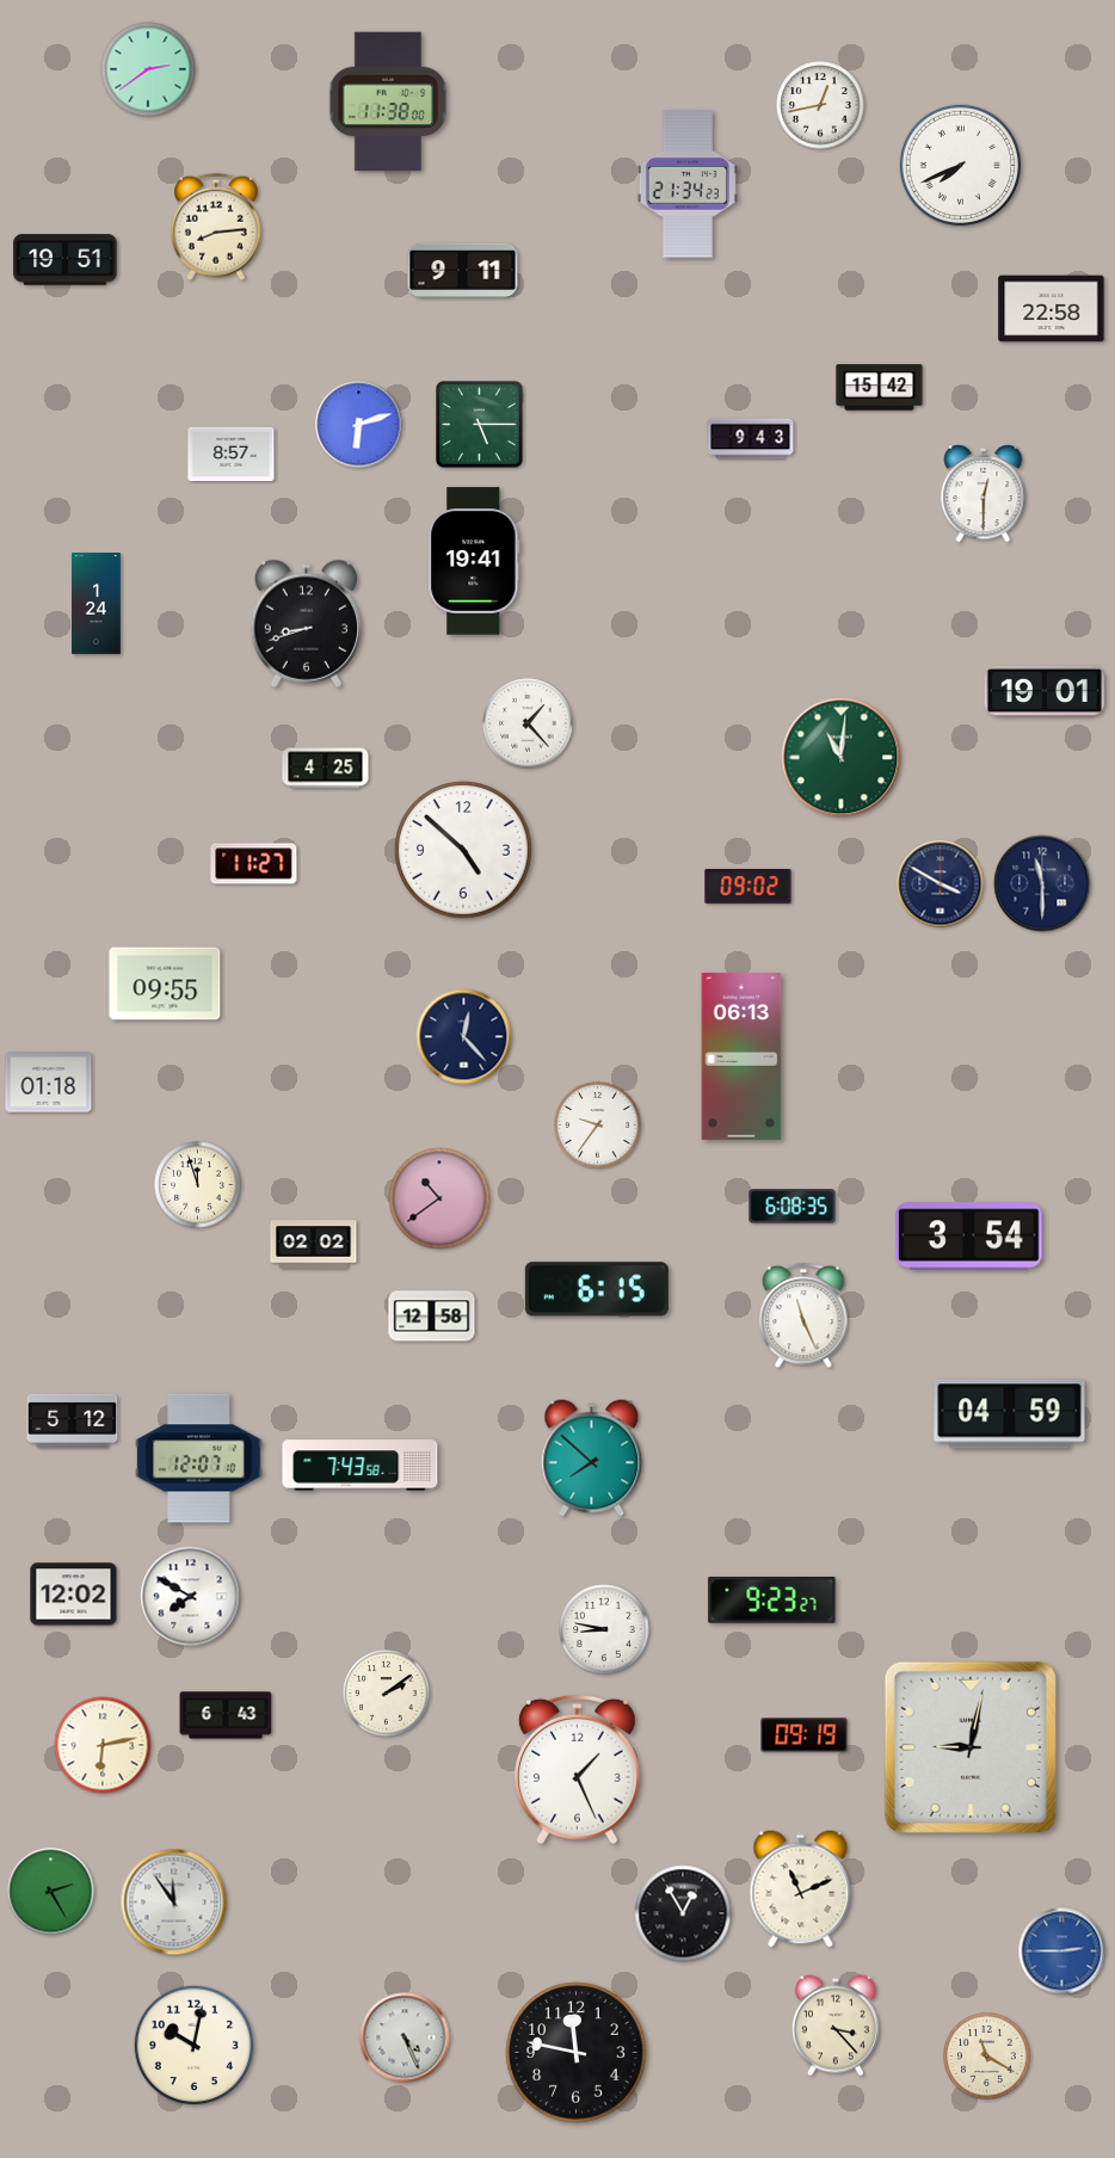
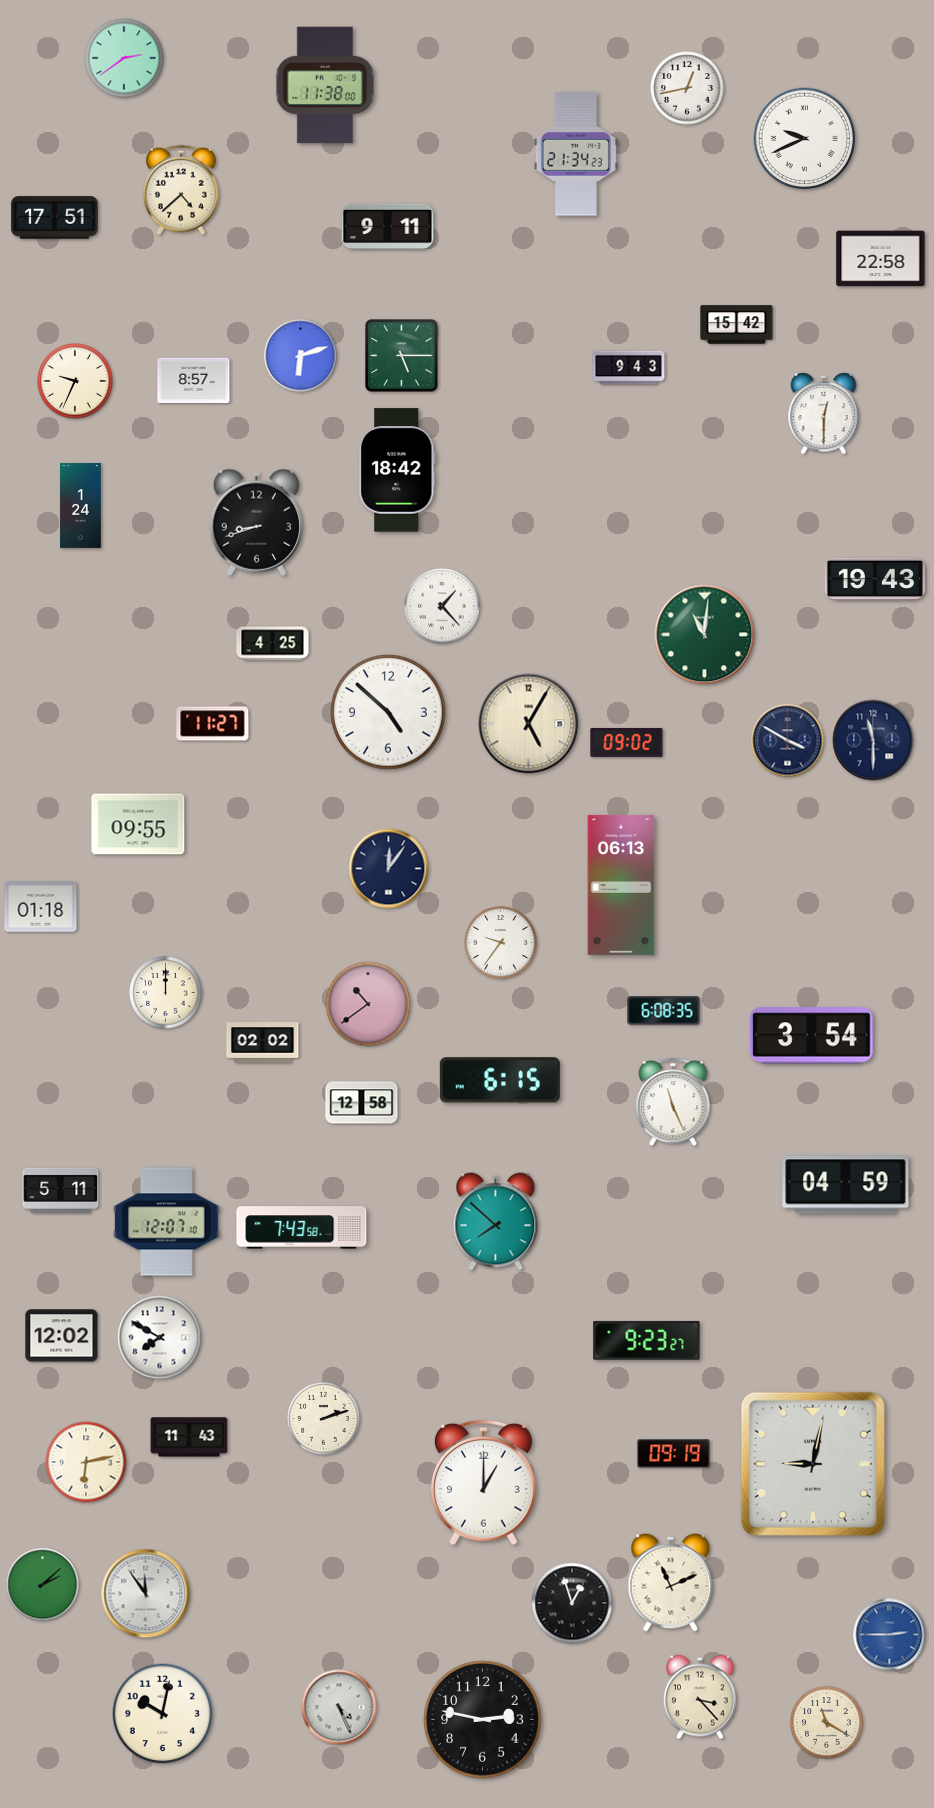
clock at (961, 166): 7:41 -> 9:41
clock at (216, 227): 8:14 -> 4:38
clock at (66, 260): 19:51 -> 17:51
clock at (75, 381): none -> 9:34
clock at (474, 561): 19:41 -> 18:42
clock at (1045, 691): 19:01 -> 19:43
clock at (529, 724): none -> 5:05
clock at (464, 1037): 12:23 -> 12:06
clock at (198, 1185): 11:57 -> 12:00
clock at (73, 1420): 5:12 -> 5:11
clock at (604, 1629): 8:47 -> none
clock at (387, 1694): 2:09 -> 2:12
clock at (226, 1715): 6:43 -> 11:43
clock at (578, 1770): 1:26 -> 1:00
clock at (51, 1892): 2:25 -> 2:08
clock at (683, 1913): 12:55 -> 12:57
clock at (577, 2053): 11:47 -> 2:47
